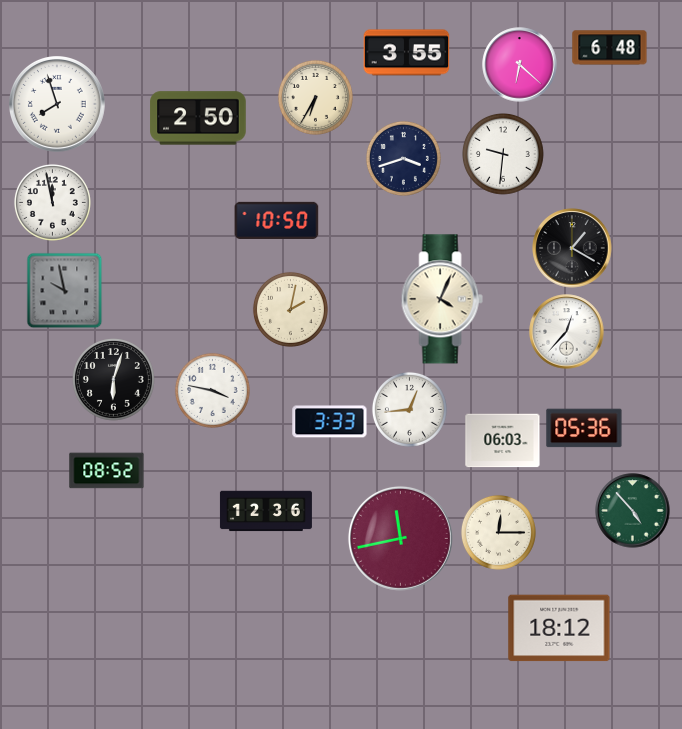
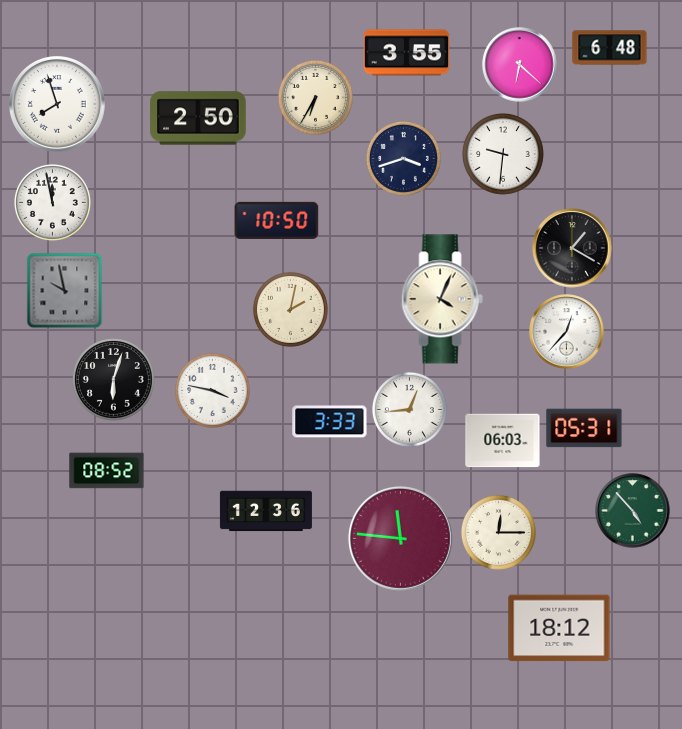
clock at (584, 428): 05:36 -> 05:31
clock at (400, 538): 11:43 -> 11:46
